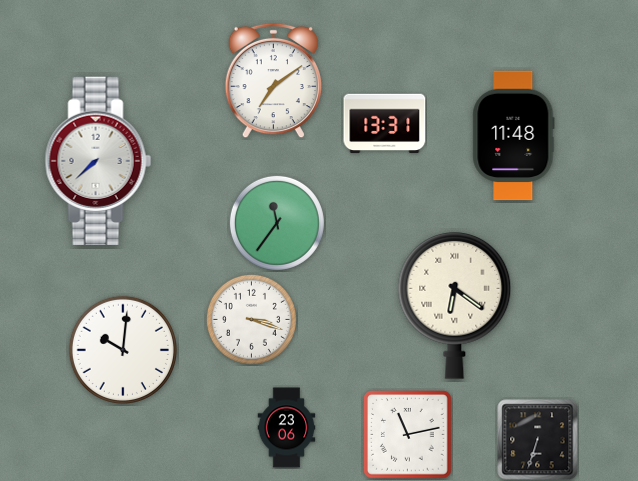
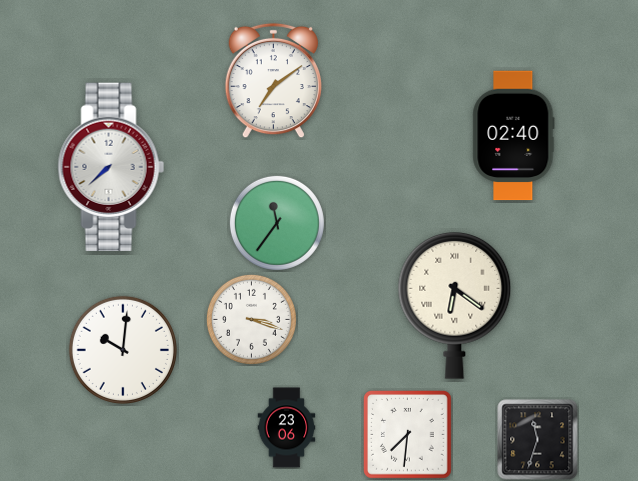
clock at (385, 124): 13:31 -> none
clock at (514, 136): 11:48 -> 02:40
clock at (98, 161) position: (98, 161) -> (111, 167)
clock at (408, 435): 11:13 -> 7:31
clock at (538, 440): 6:33 -> 11:33
